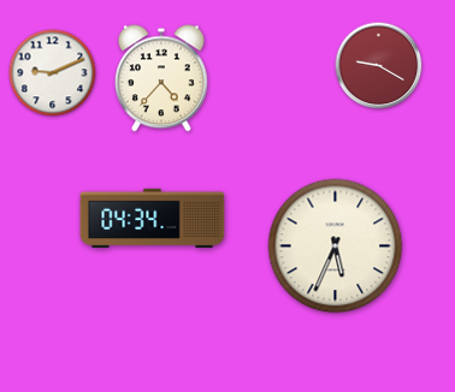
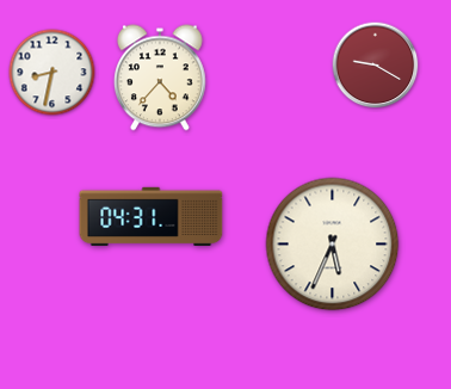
clock at (53, 73): 9:11 -> 8:32
clock at (153, 218): 04:34 -> 04:31
